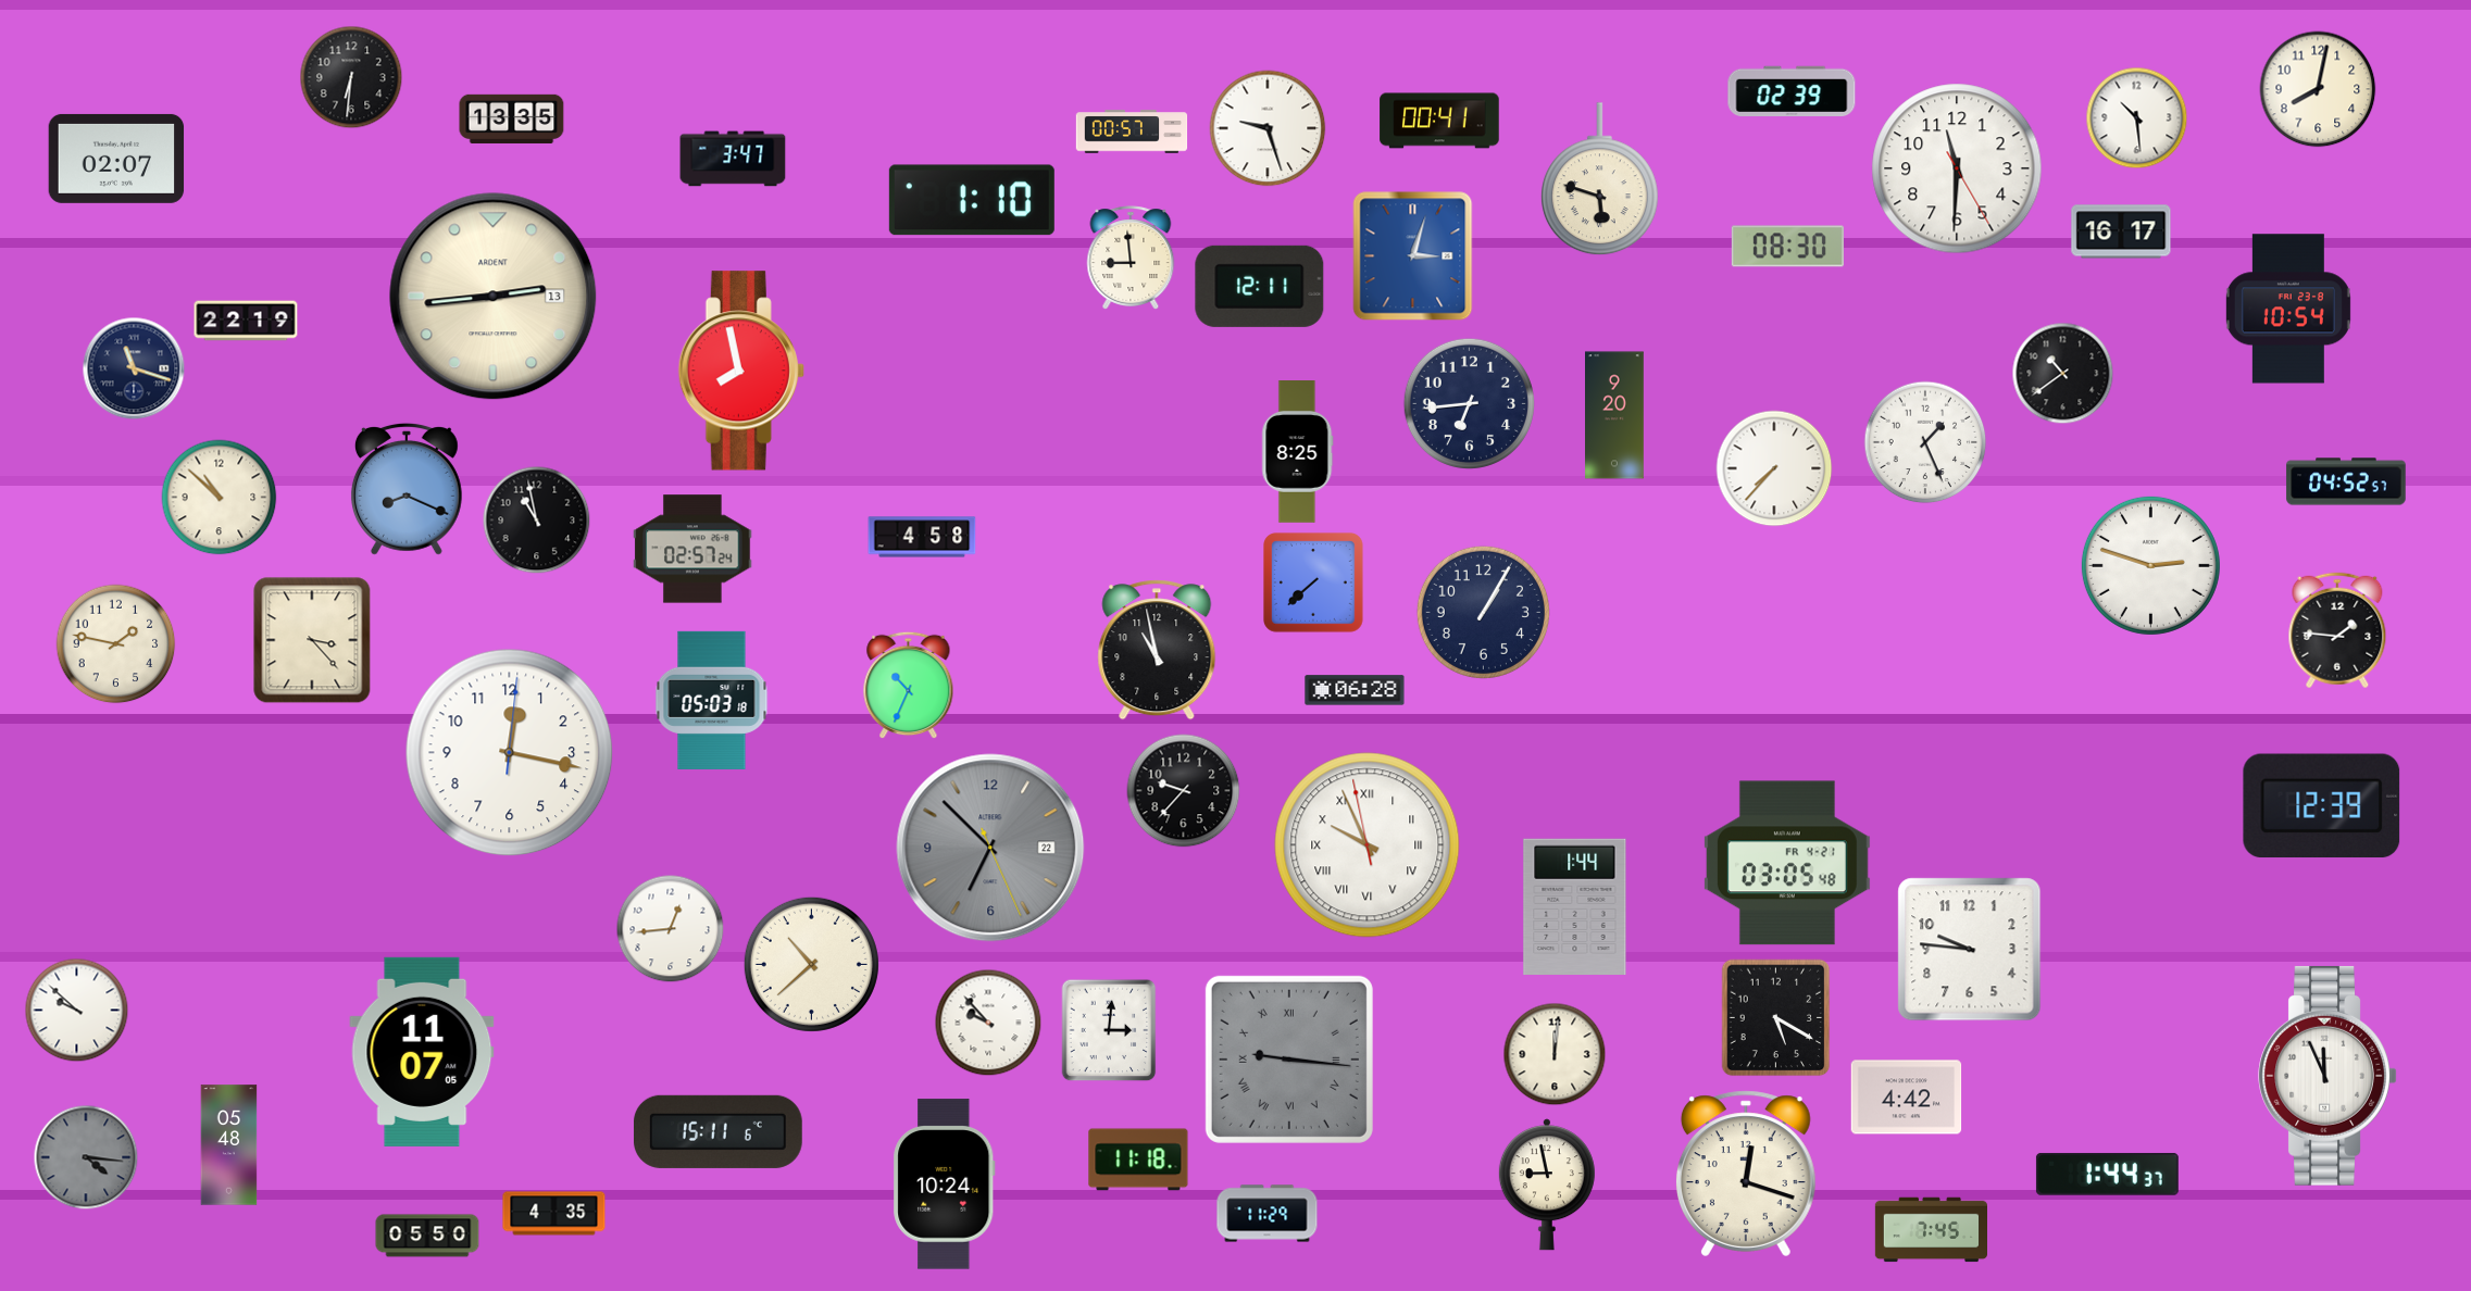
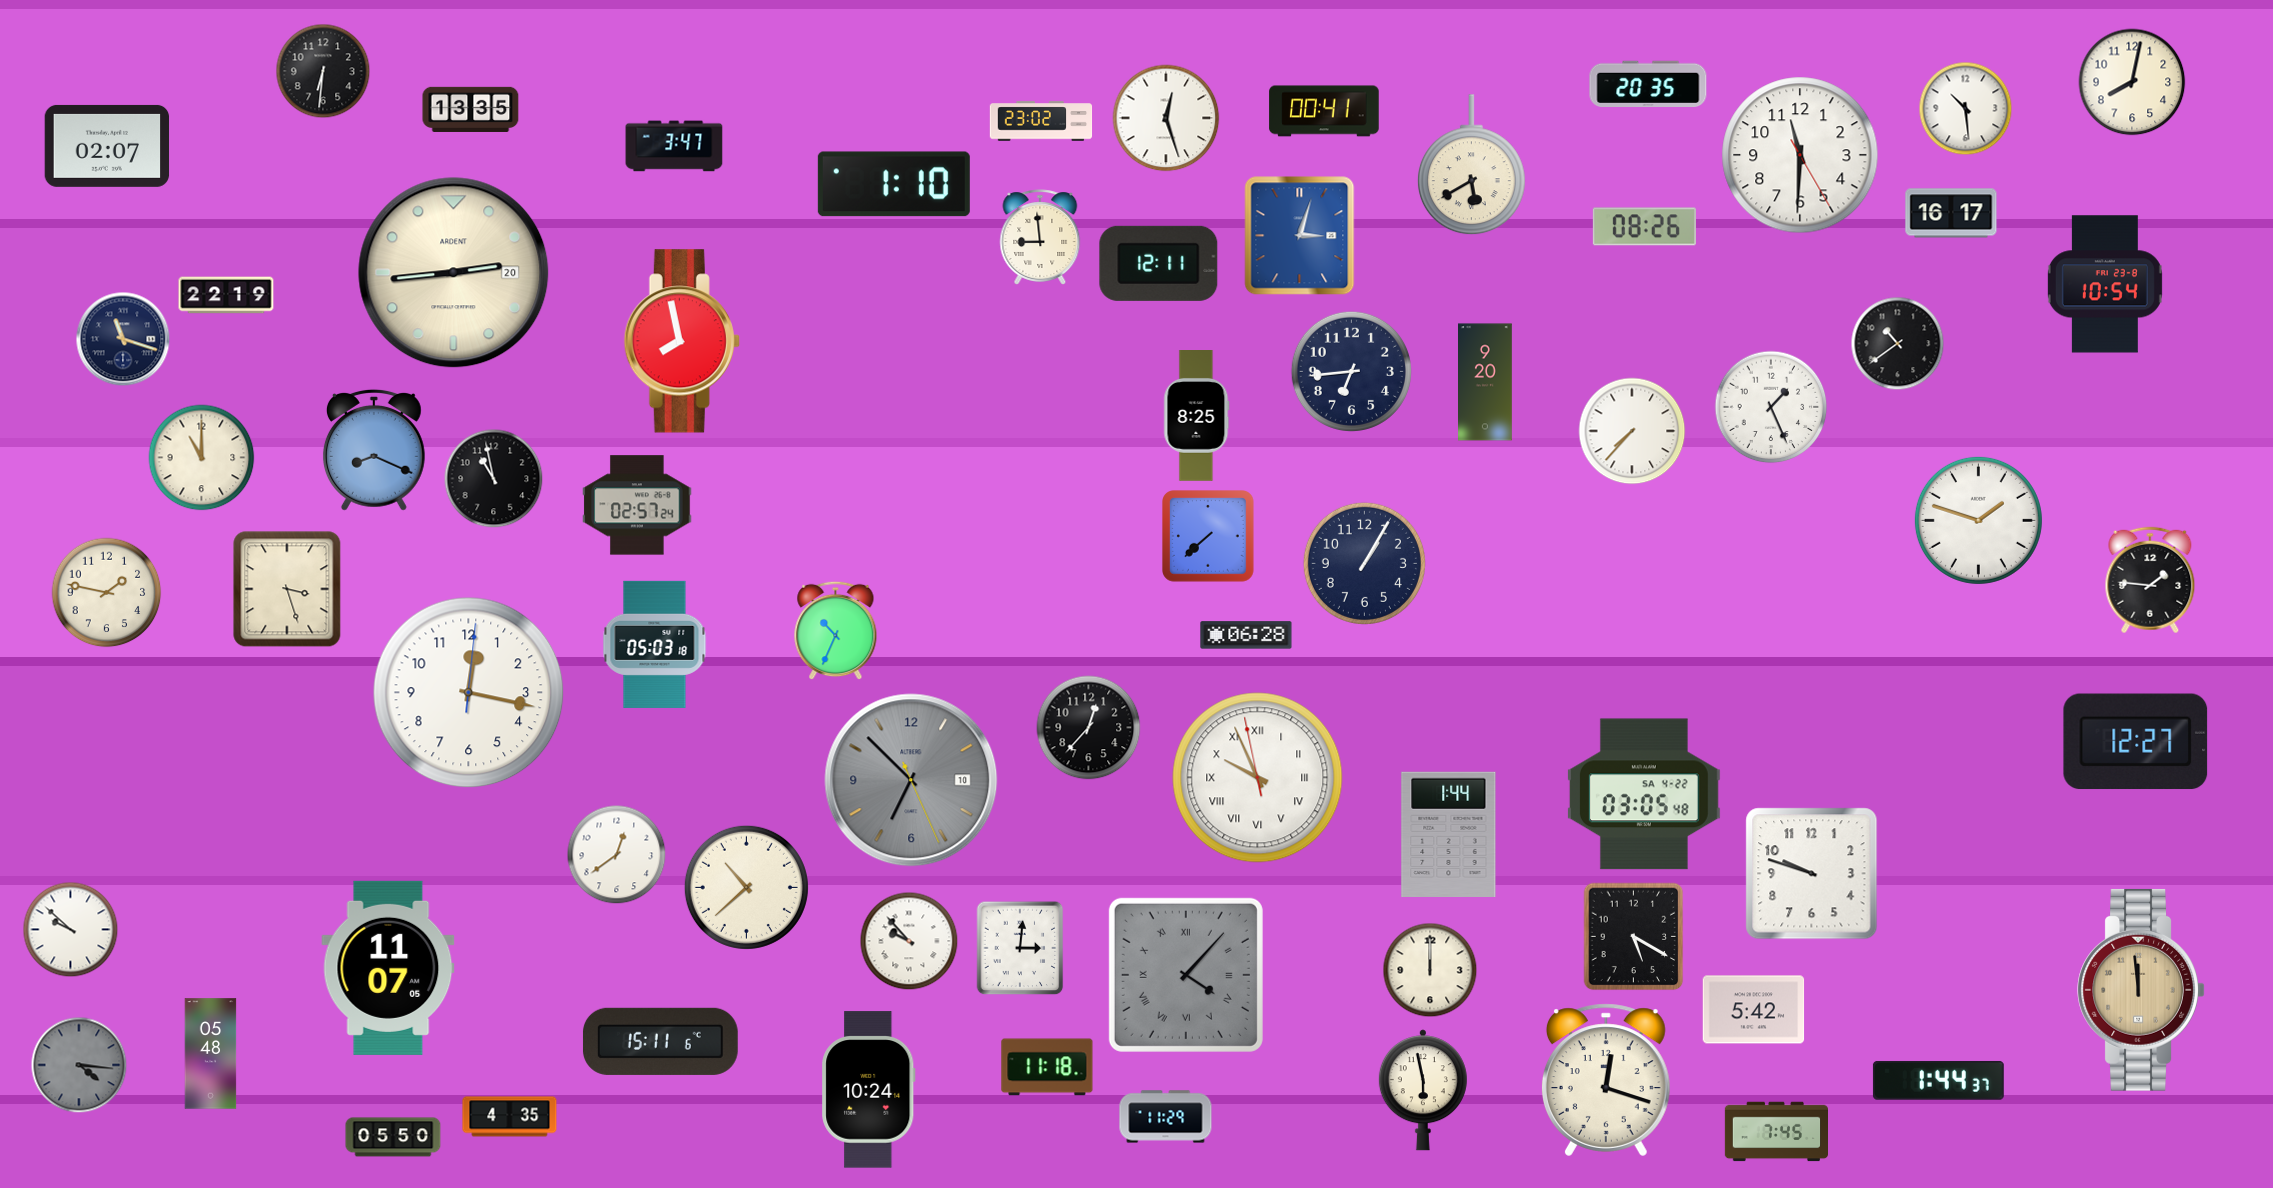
clock at (1792, 90): 02:39 -> 20:35
clock at (1268, 128): 9:27 -> 12:27
clock at (1132, 131): 00:57 -> 23:02
clock at (1599, 179): 5:48 -> 5:40
clock at (1787, 247): 08:30 -> 08:26
clock at (494, 297) date: 13 -> 20
clock at (1298, 452) position: (1298, 452) -> (1197, 416)
clock at (2346, 481): 04:52 -> none
clock at (220, 498): 10:52 -> 11:00
clock at (922, 537): 4:58 -> none
clock at (2150, 565): 2:48 -> 1:48
clock at (312, 640): 3:23 -> 3:27
clock at (1157, 650): 10:58 -> none
clock at (1184, 791): 9:37 -> 12:37
clock at (2322, 806): 12:39 -> 12:27
clock at (990, 848) date: 22 -> 10
clock at (1787, 863) date: FR 4-21 -> SA 4-22
clock at (671, 929): 12:44 -> 12:39
clock at (1970, 950): 9:46 -> 9:48
clock at (1555, 1054): 12:01 -> 12:00
clock at (1289, 1060): 9:16 -> 4:07
clock at (2328, 1076): 11:56 -> 11:59
clock at (2328, 1076) dial: white -> champagne
clock at (1907, 1098): 4:42 -> 5:42
clock at (1547, 1185): 8:58 -> 5:58
